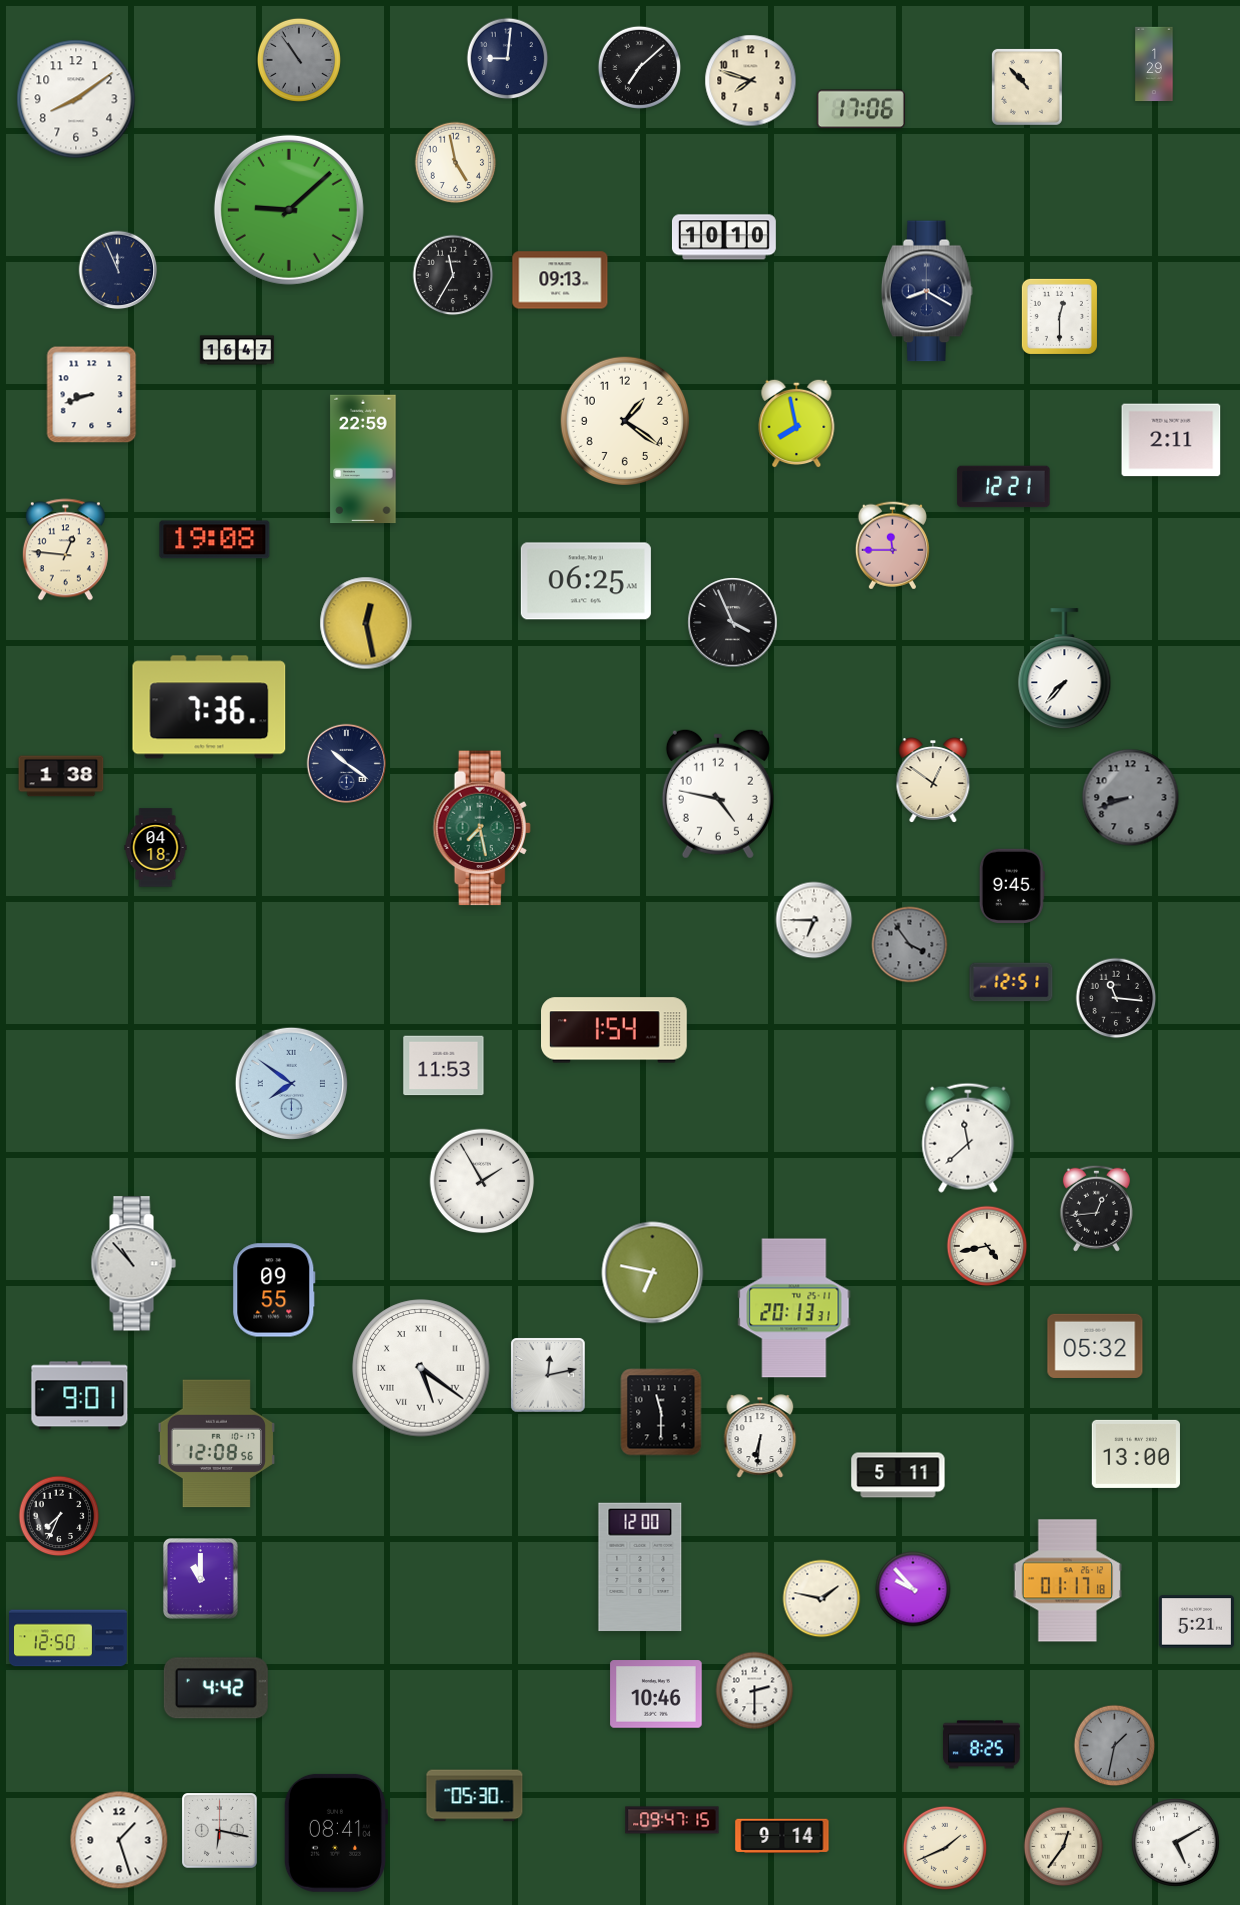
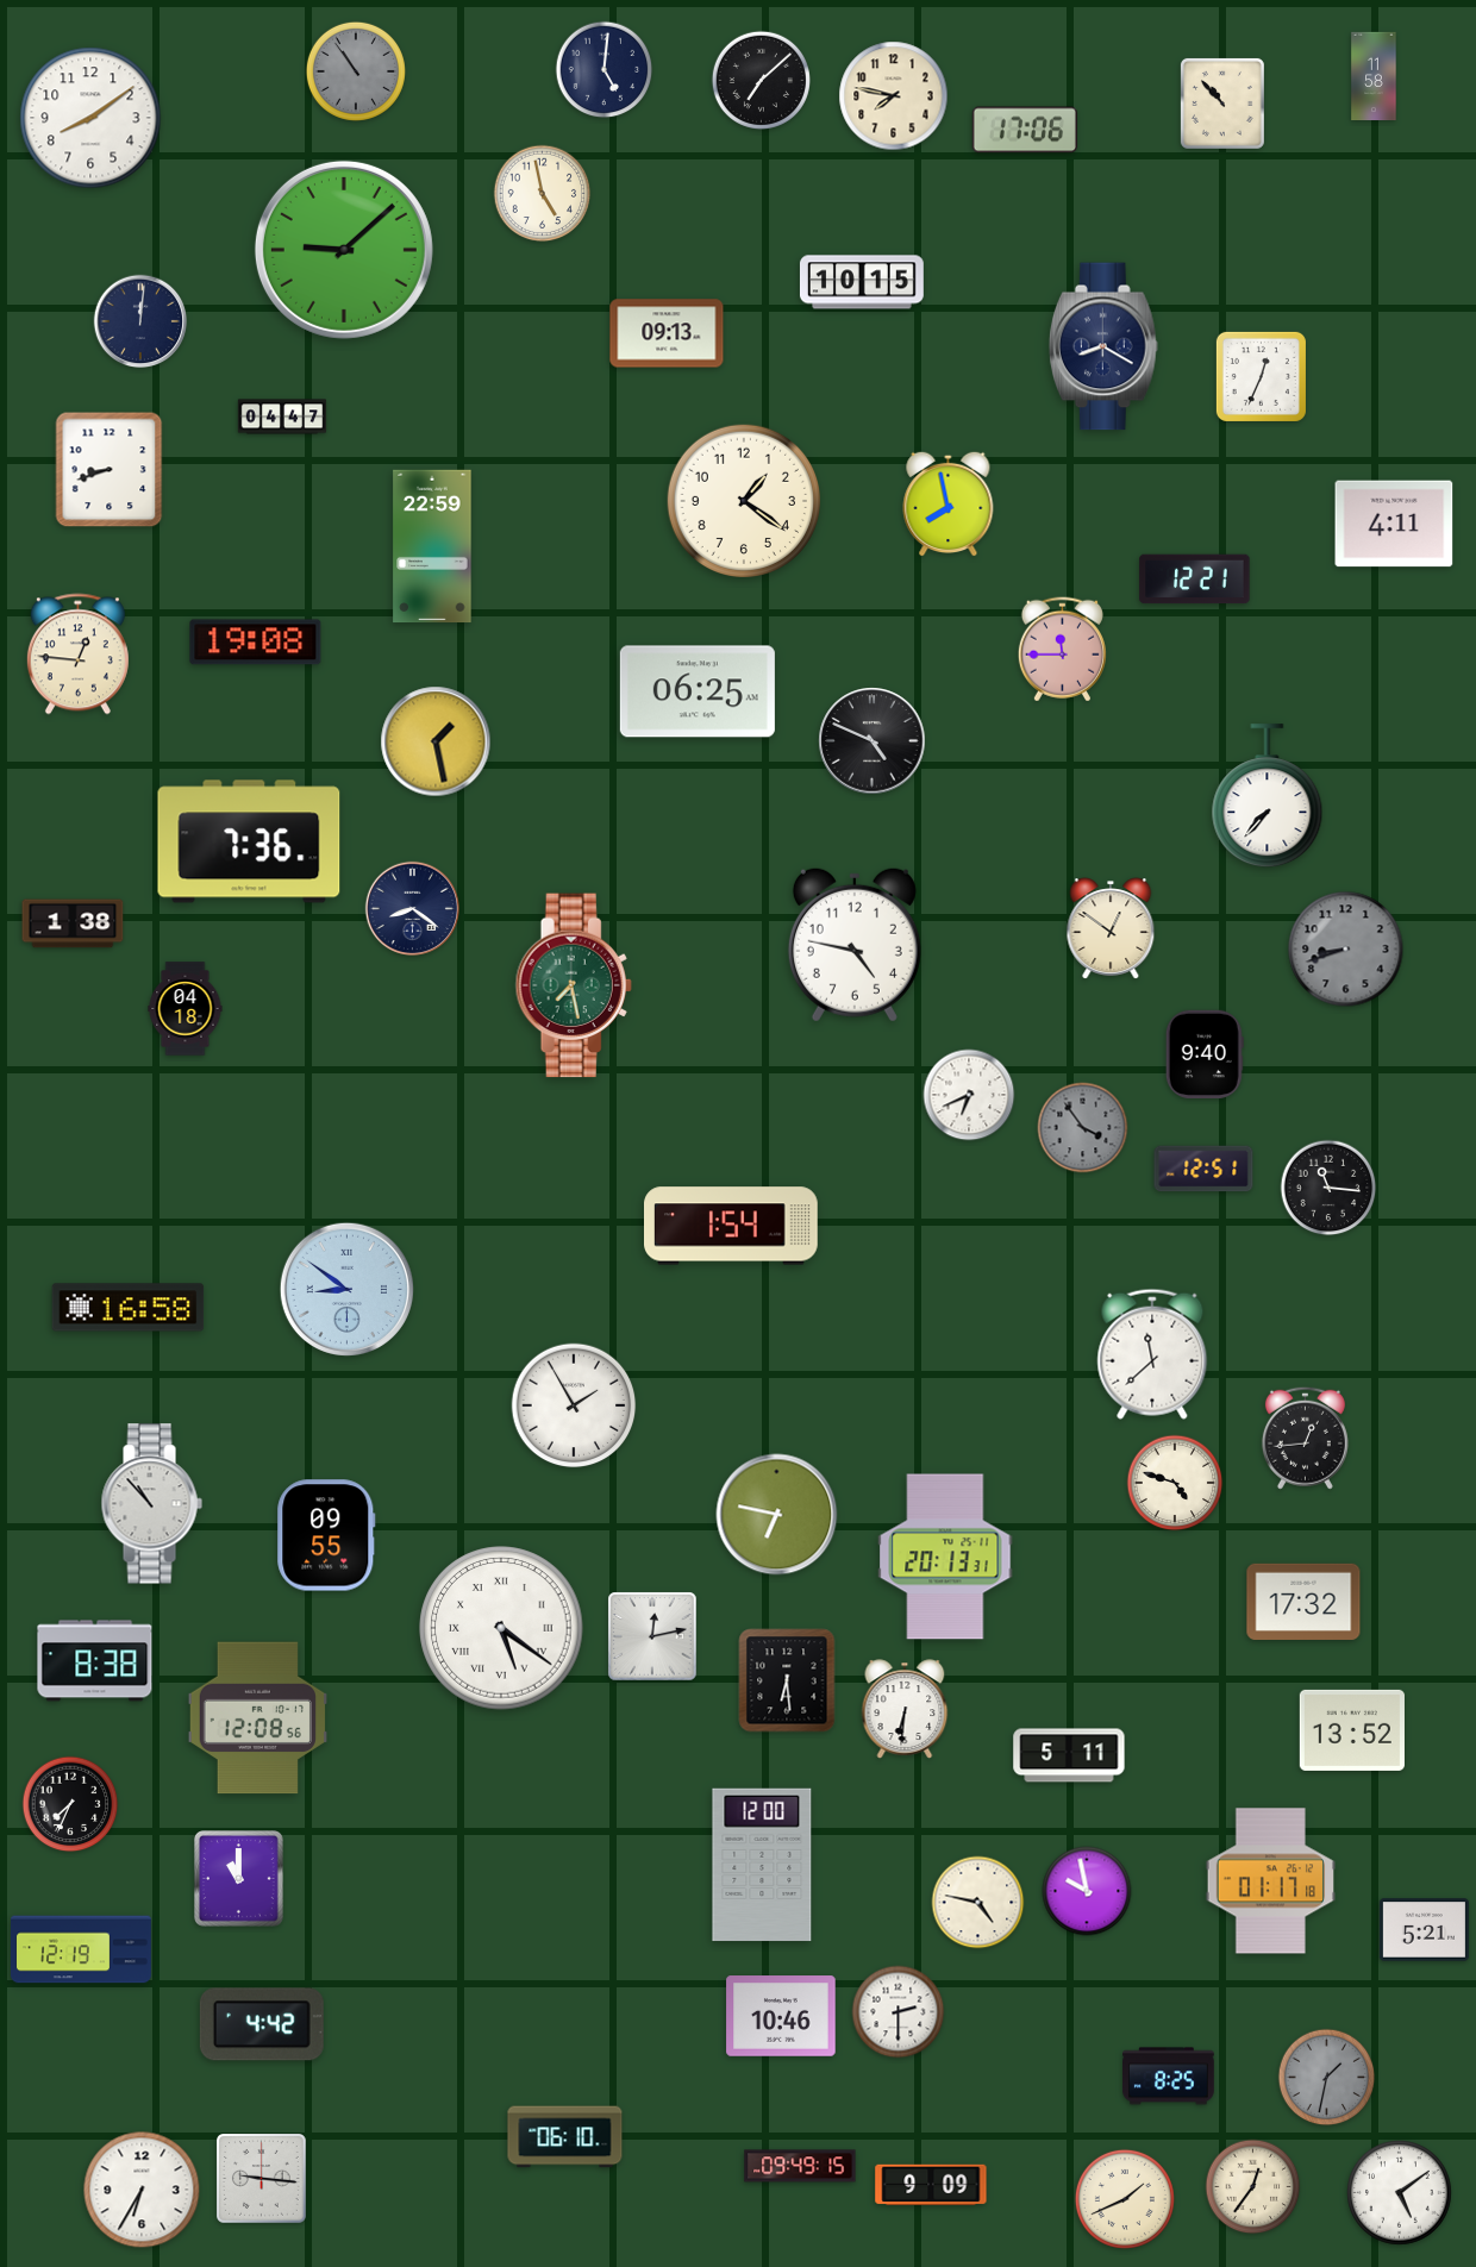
clock at (508, 59): 9:01 -> 5:01
clock at (1154, 64): 1:29 -> 11:58
clock at (751, 81): 7:48 -> 7:47
clock at (724, 237): 10:10 -> 10:15
clock at (118, 270): 11:56 -> 12:01
clock at (453, 275): 11:35 -> none
clock at (1059, 316): 12:30 -> 12:34
clock at (237, 350): 16:47 -> 04:47
clock at (1171, 440): 2:11 -> 4:11
clock at (366, 623): 12:28 -> 1:28
clock at (733, 623): 3:56 -> 4:49
clock at (347, 764): 10:21 -> 8:21
clock at (1012, 885): 9:45 -> 9:40
clock at (814, 920): 6:45 -> 6:41
clock at (910, 945) position: (910, 945) -> (1083, 1128)
clock at (444, 1066): 11:53 -> none
clock at (291, 1083): 7:51 -> 8:51
clock at (129, 1308): none -> 16:58
clock at (987, 1246): 4:43 -> 4:48
clock at (133, 1264) position: (133, 1264) -> (151, 1504)
clock at (1095, 1346): 05:32 -> 17:32
clock at (80, 1396): 9:01 -> 8:38
clock at (661, 1412): 11:30 -> 6:29
clock at (1136, 1454): 13:00 -> 13:52
clock at (913, 1589): 9:53 -> 9:58
clock at (822, 1599): 1:47 -> 4:47
clock at (69, 1638): 12:50 -> 12:19
clock at (216, 1688) position: (216, 1688) -> (262, 2024)
clock at (475, 1796): 05:30 -> 06:10
clock at (672, 1820): 09:47 -> 09:49
clock at (220, 1831): 6:17 -> 9:16
clock at (335, 1833): 08:41 -> none
clock at (782, 1836): 9:14 -> 9:09
clock at (119, 1840): 1:27 -> 6:35
clock at (1176, 1843): 5:10 -> 5:09
clock at (1064, 1847) position: (1064, 1847) -> (1253, 2187)
